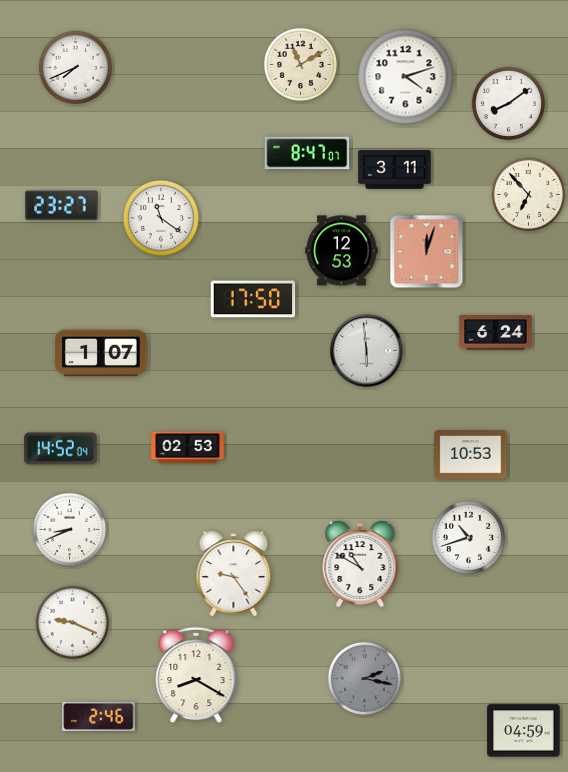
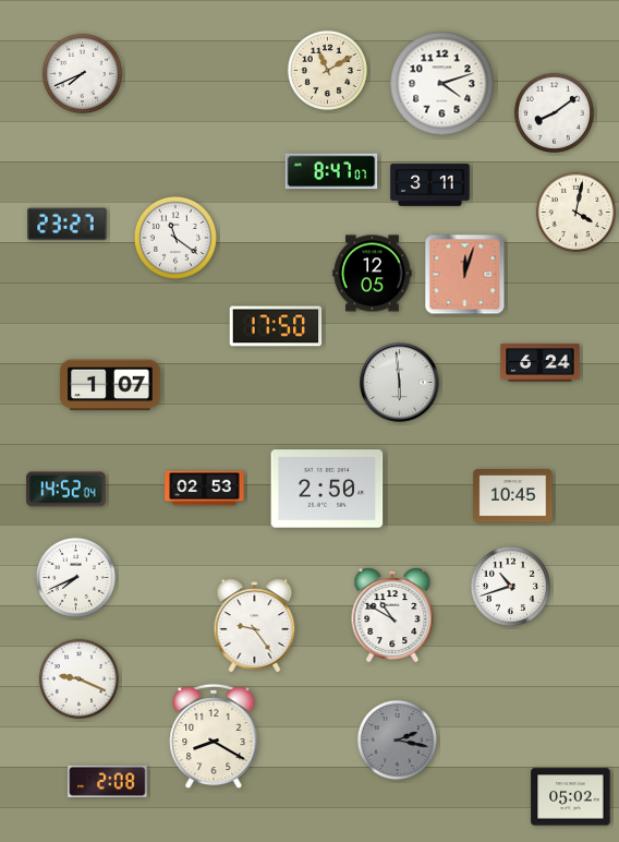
clock at (307, 153) position: (307, 153) -> (331, 171)
clock at (528, 194): 6:53 -> 4:02
clock at (342, 251): 12:53 -> 12:05
clock at (327, 489): none -> 2:50
clock at (471, 455): 10:53 -> 10:45
clock at (69, 529): 8:41 -> 7:41
clock at (99, 716): 2:46 -> 2:08
clock at (524, 731): 04:59 -> 05:02
